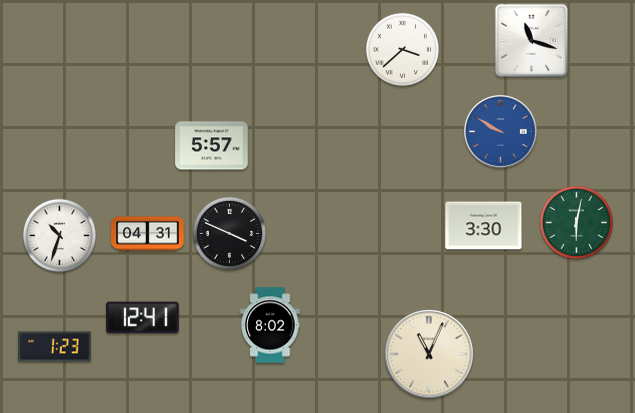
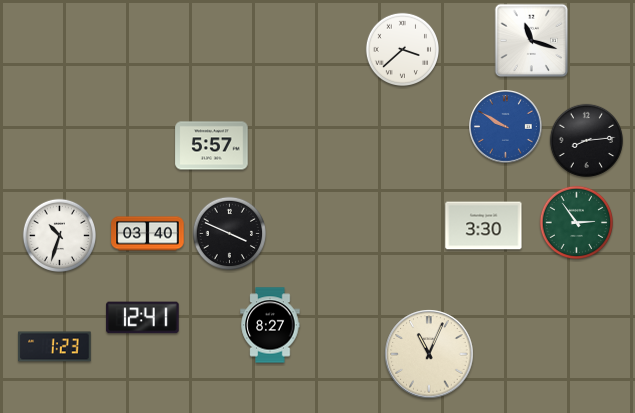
clock at (501, 132) position: (501, 132) -> (506, 127)
clock at (586, 140): none -> 8:14
clock at (576, 222): 6:02 -> 2:54
clock at (148, 234): 04:31 -> 03:40
clock at (270, 325): 8:02 -> 8:27
